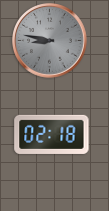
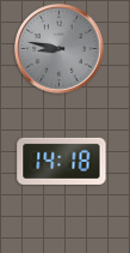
clock at (52, 134): 02:18 -> 14:18
